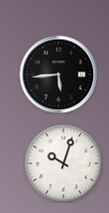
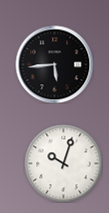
clock at (58, 74) position: (58, 74) -> (54, 64)
